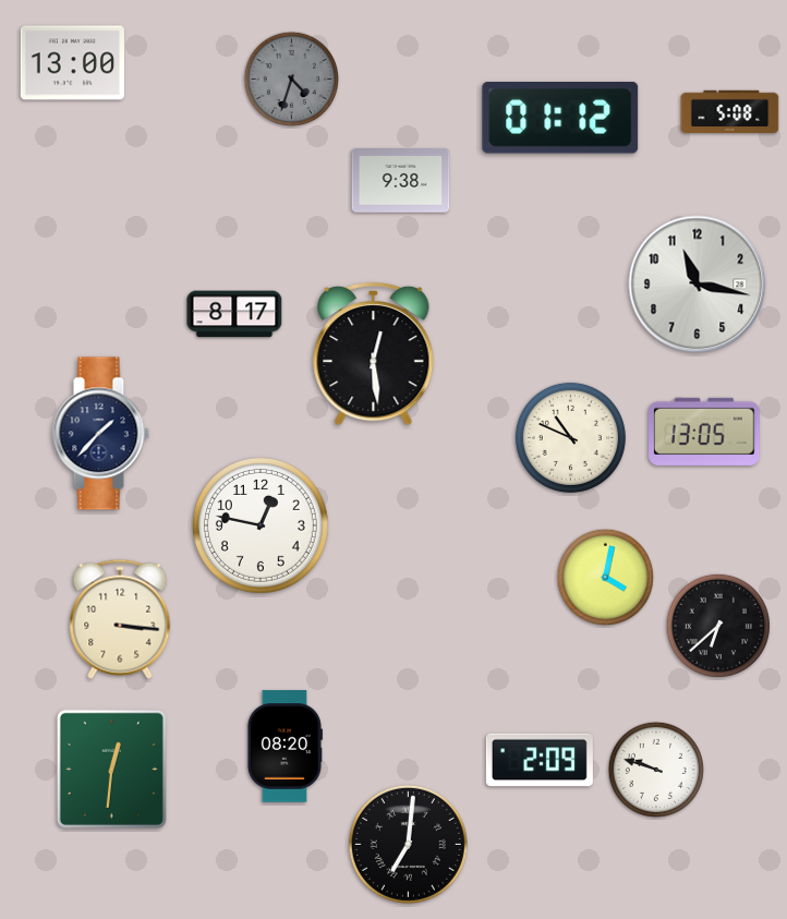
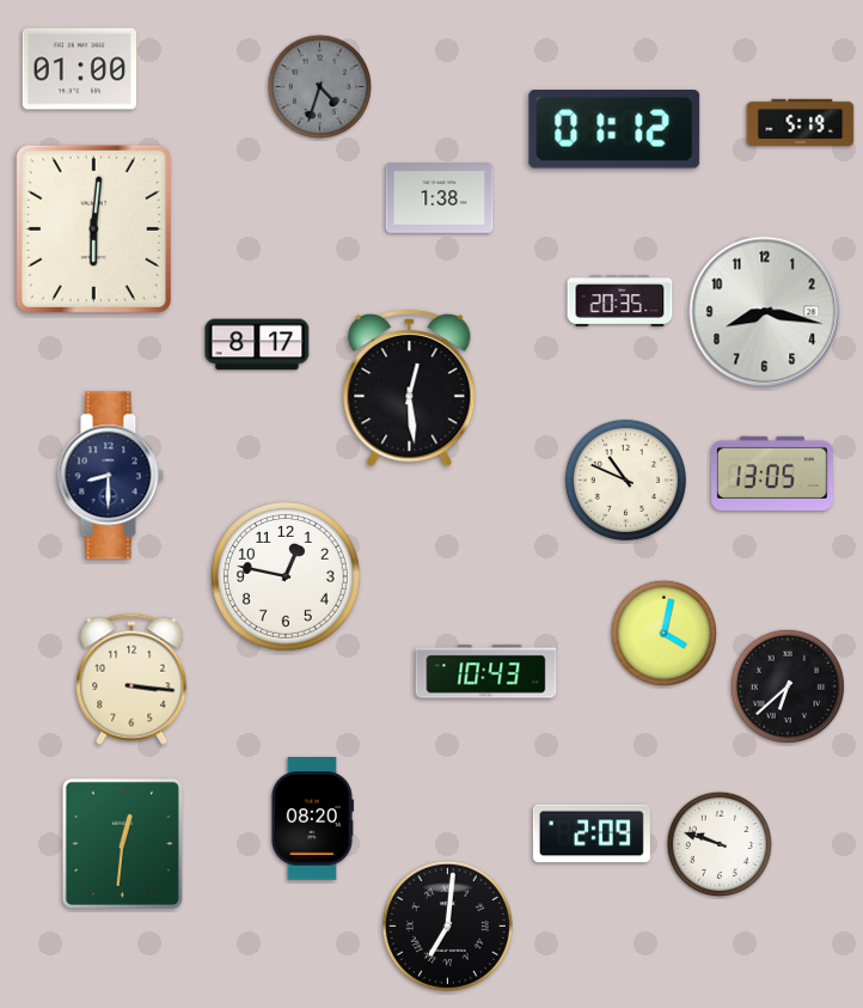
clock at (72, 63): 13:00 -> 01:00
clock at (730, 112): 5:08 -> 5:19
clock at (401, 181): 9:38 -> 1:38
clock at (93, 228): none -> 6:01
clock at (620, 301): none -> 20:35
clock at (698, 285): 11:17 -> 8:17
clock at (100, 434): 1:37 -> 8:30
clock at (486, 672): none -> 10:43
